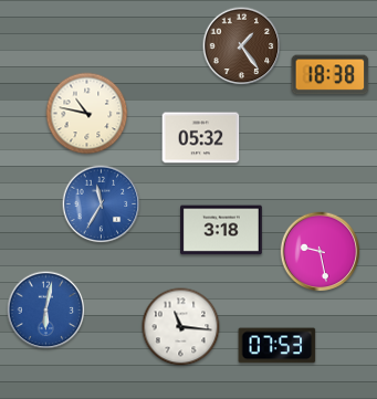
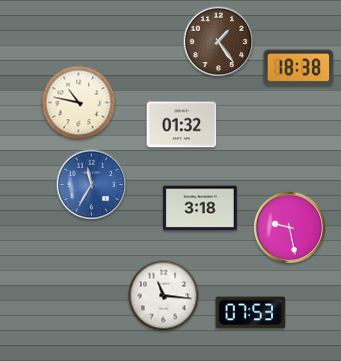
clock at (201, 138): 05:32 -> 01:32
clock at (46, 311): 6:02 -> none
